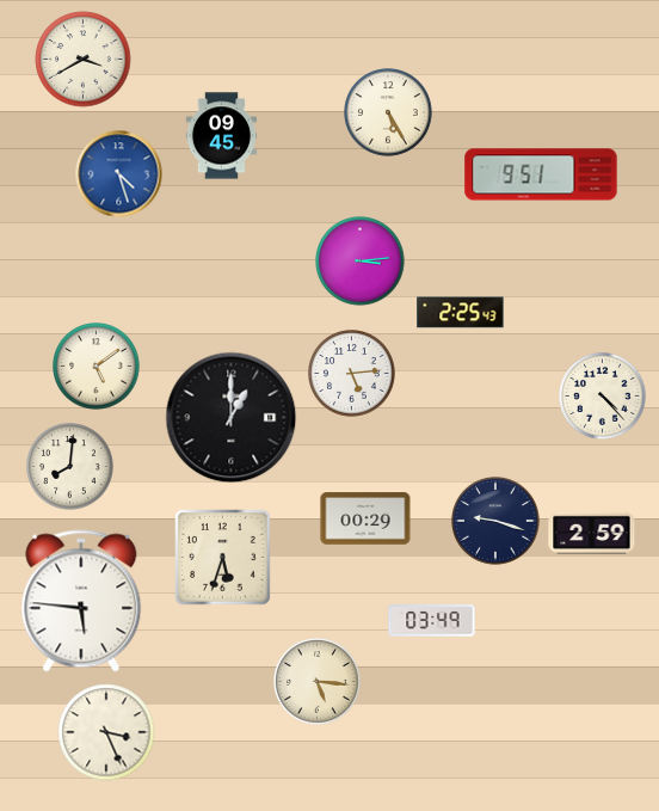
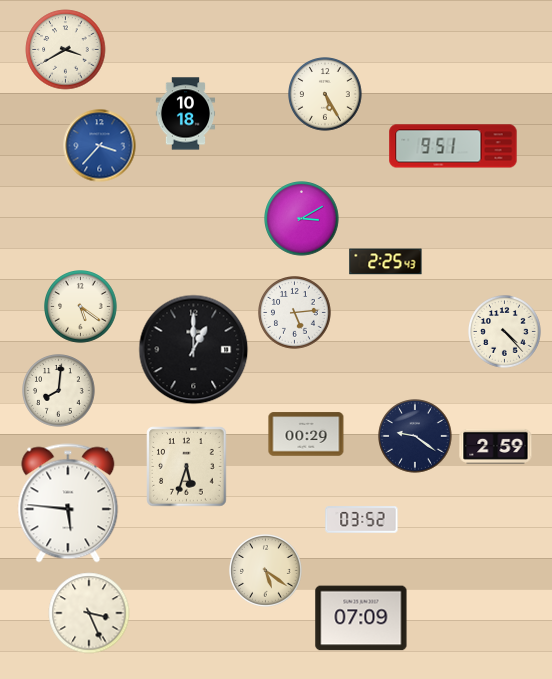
clock at (84, 60) position: (84, 60) -> (66, 50)
clock at (222, 136): 09:45 -> 10:18
clock at (119, 174): 4:27 -> 3:37
clock at (361, 262): 3:14 -> 3:10
clock at (97, 367): 5:09 -> 5:21
clock at (495, 521): 9:18 -> 9:21
clock at (432, 621): 03:49 -> 03:52
clock at (318, 682): 5:16 -> 5:21
clock at (361, 618): none -> 07:09
